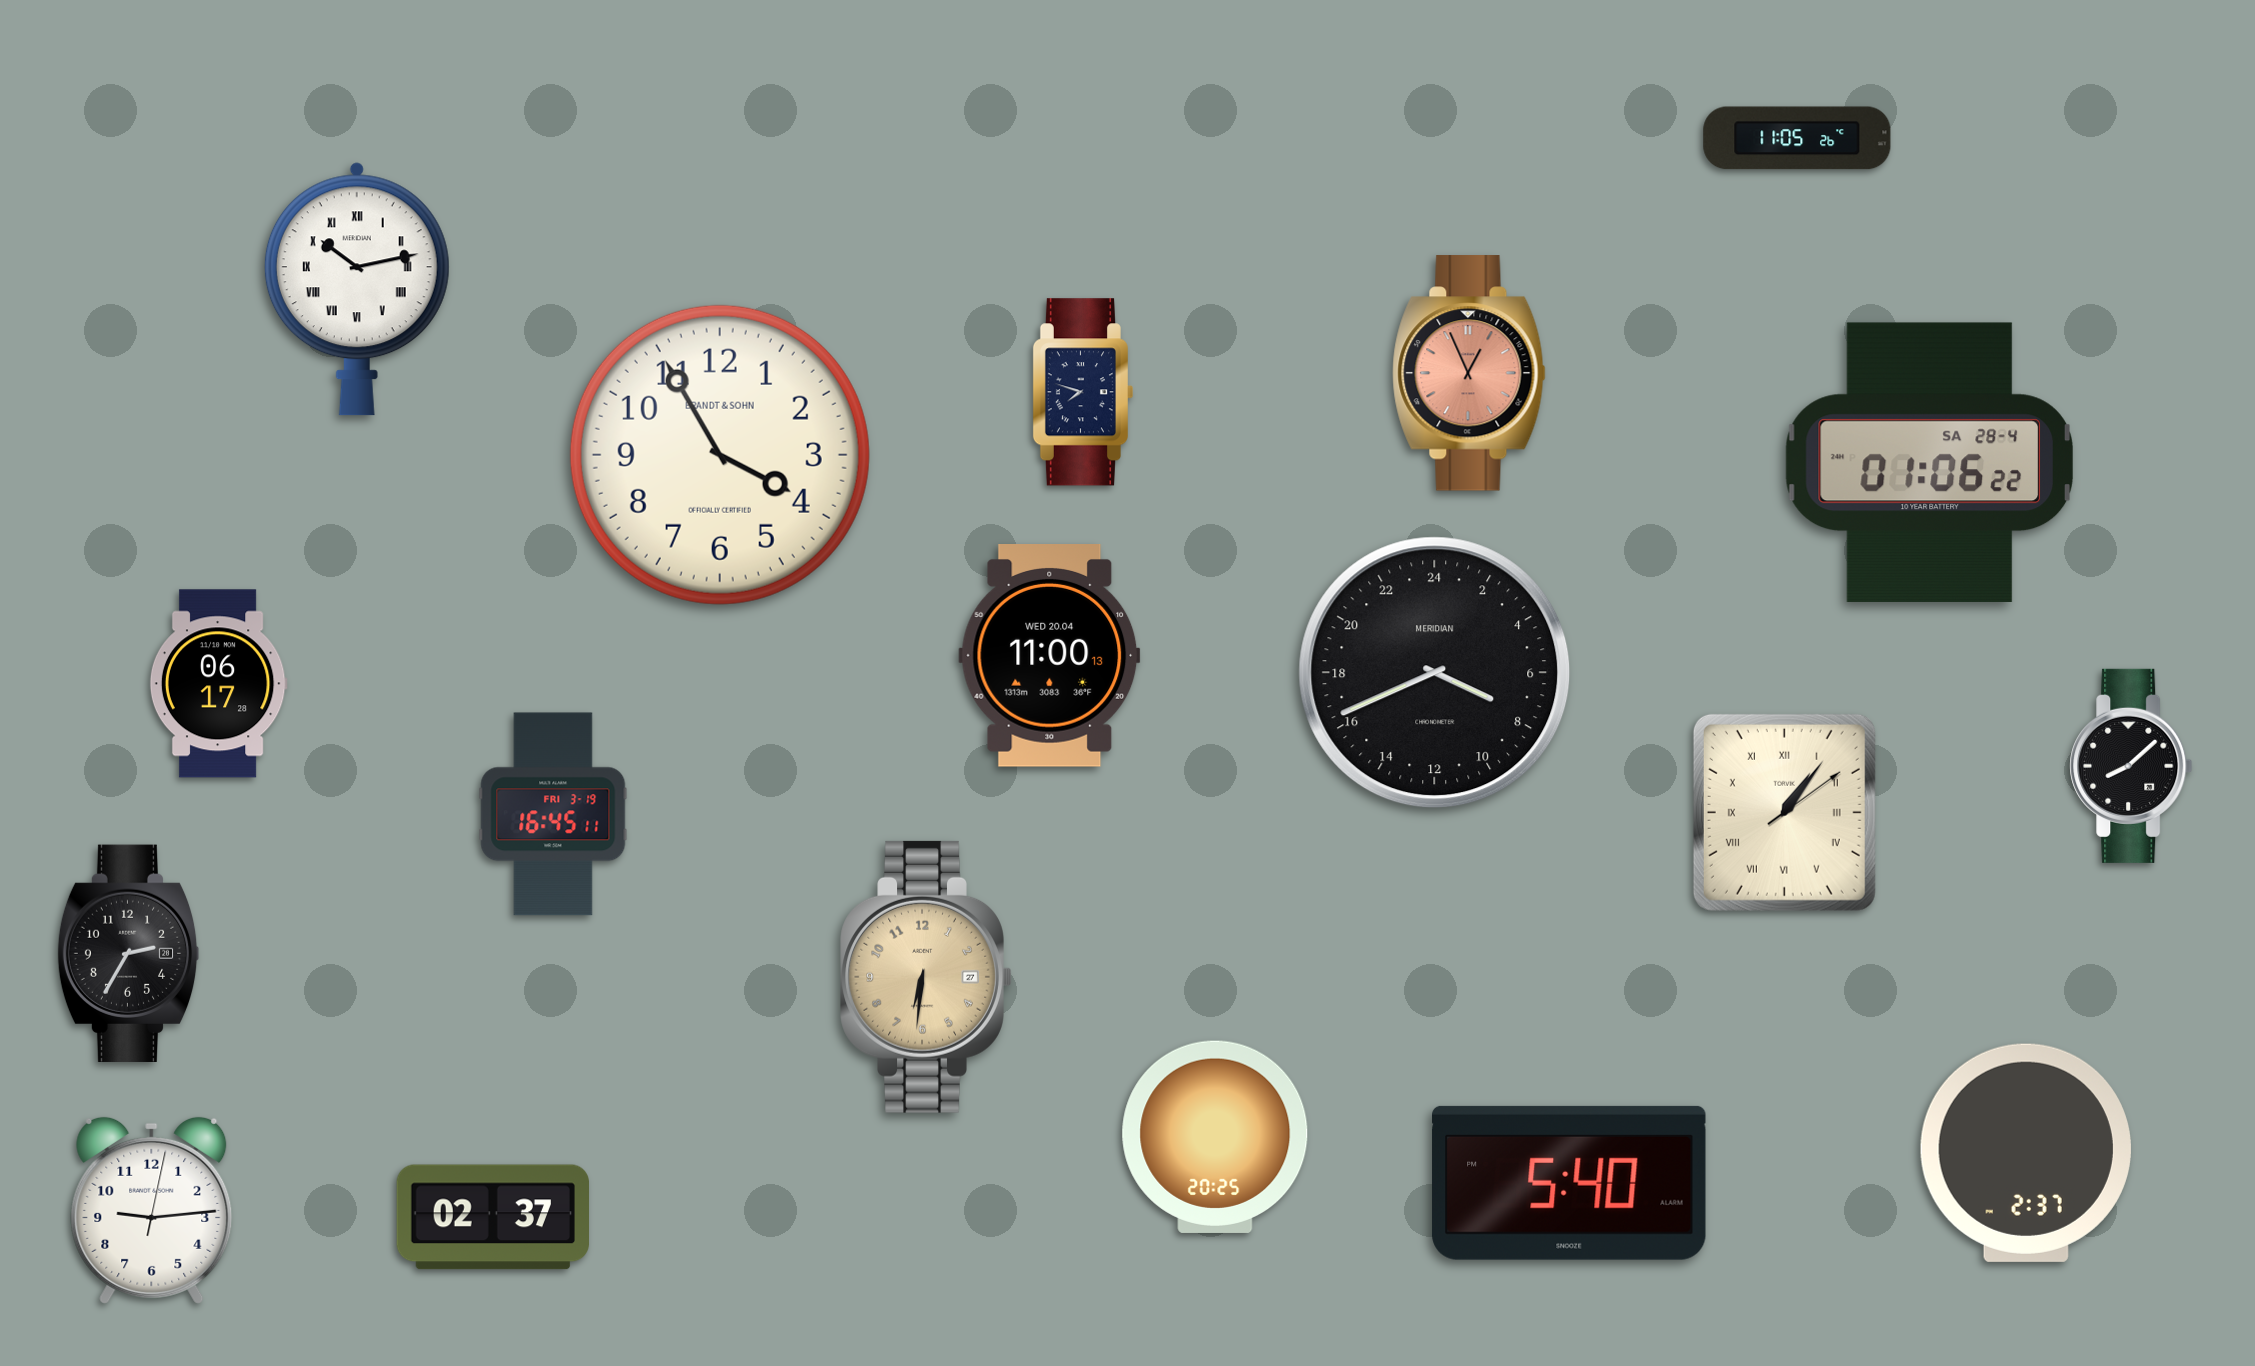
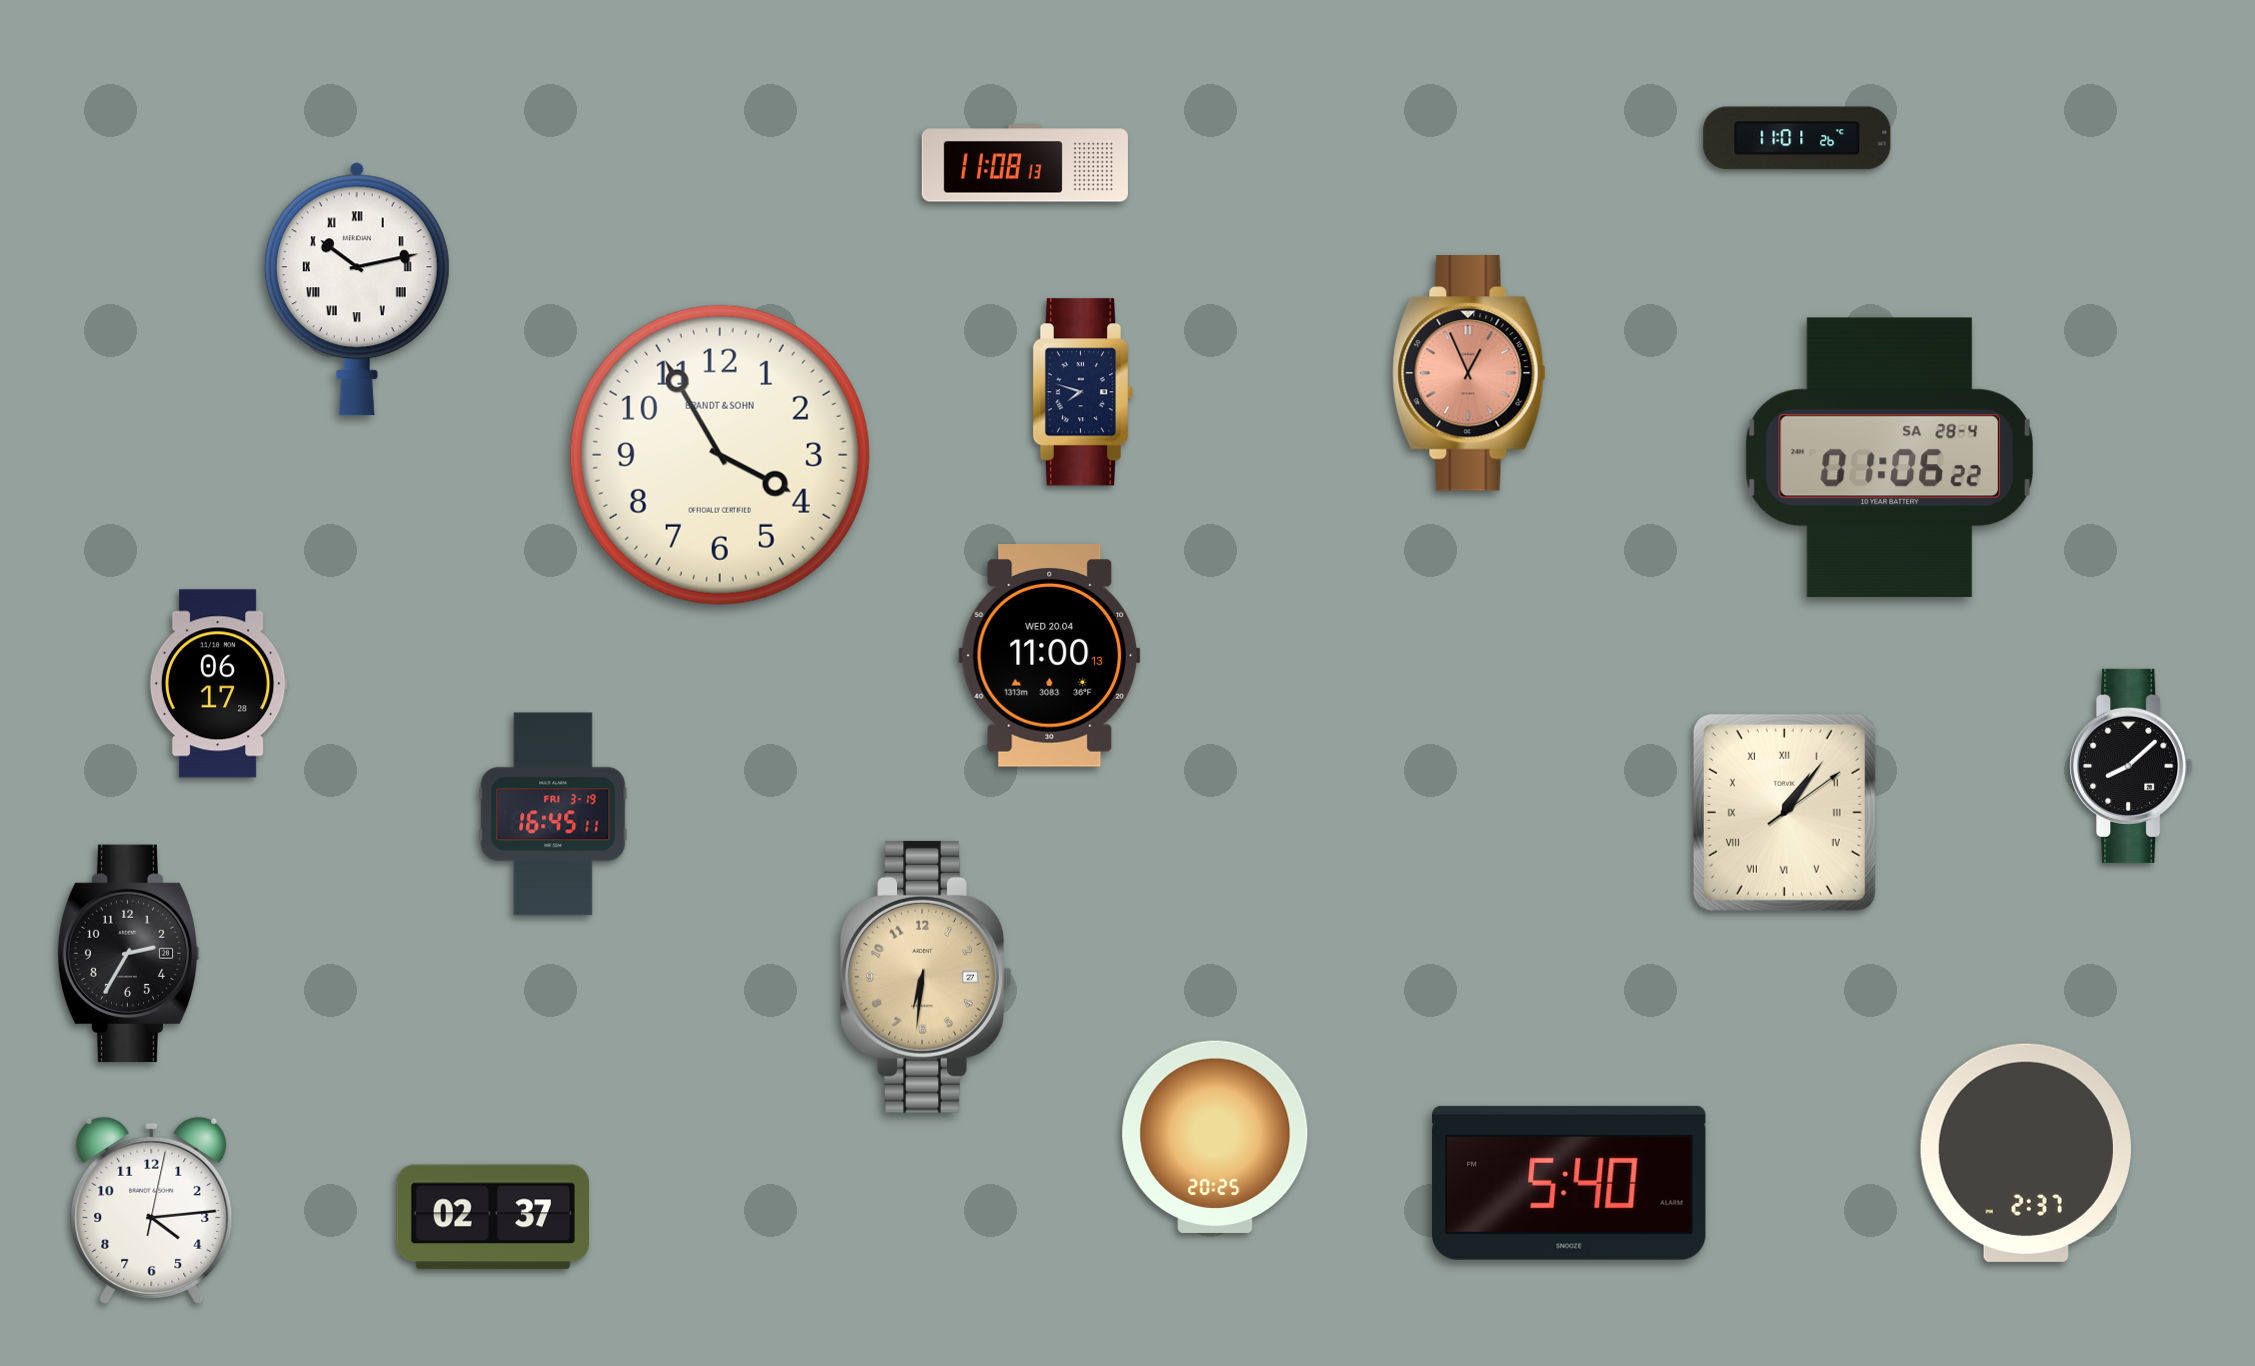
clock at (1797, 138): 11:05 -> 11:01
clock at (1025, 163): none -> 11:08
clock at (1929, 462) position: (1929, 462) -> (1889, 457)
clock at (1435, 673): 7:41 -> none
clock at (152, 1210): 9:14 -> 4:14
